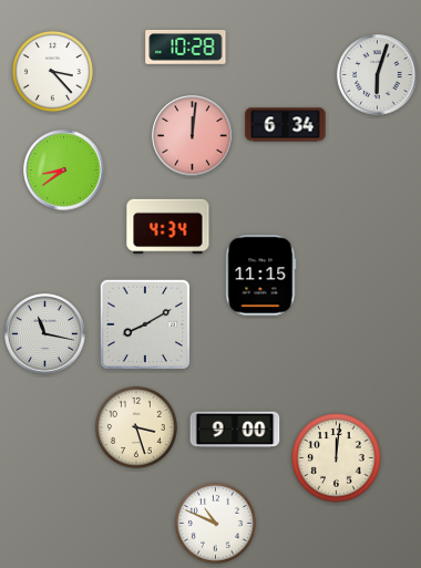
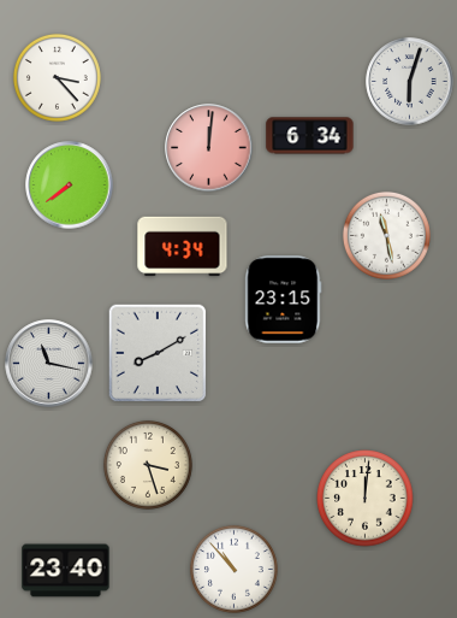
clock at (186, 47): 10:28 -> none
clock at (64, 171): 8:39 -> 7:39
clock at (386, 235): none -> 11:28
clock at (261, 276): 11:15 -> 23:15
clock at (235, 430): 9:00 -> none
clock at (215, 523): 10:49 -> 10:53
clock at (66, 571): none -> 23:40
